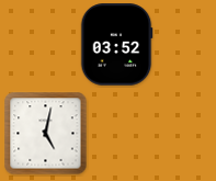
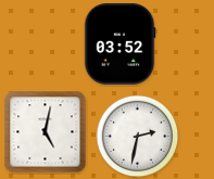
clock at (116, 45) position: (116, 45) -> (119, 44)
clock at (138, 137): none -> 2:32
